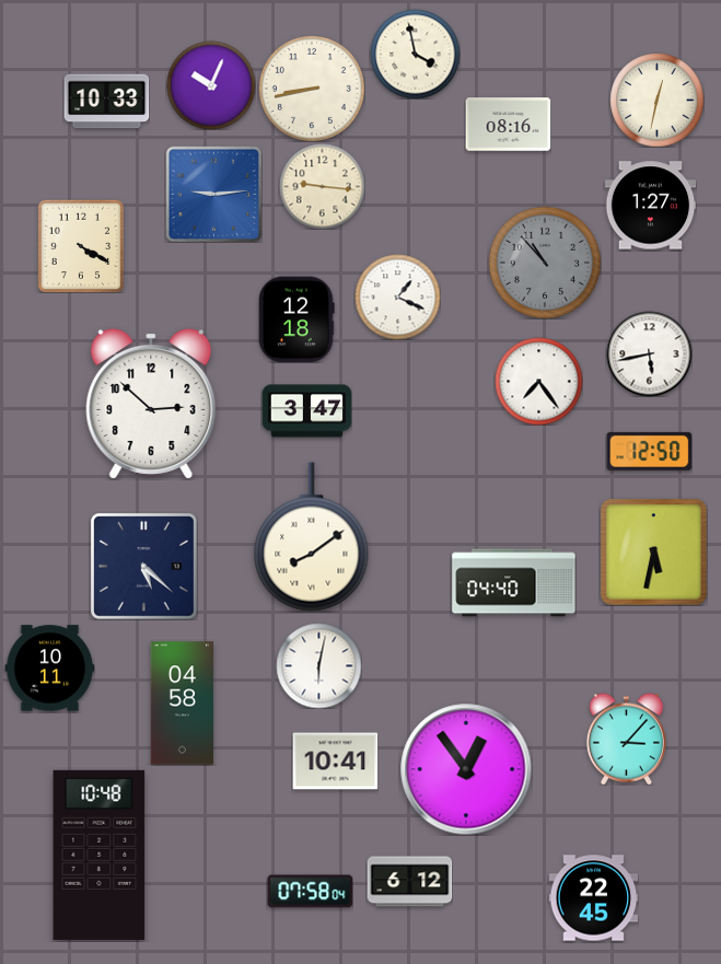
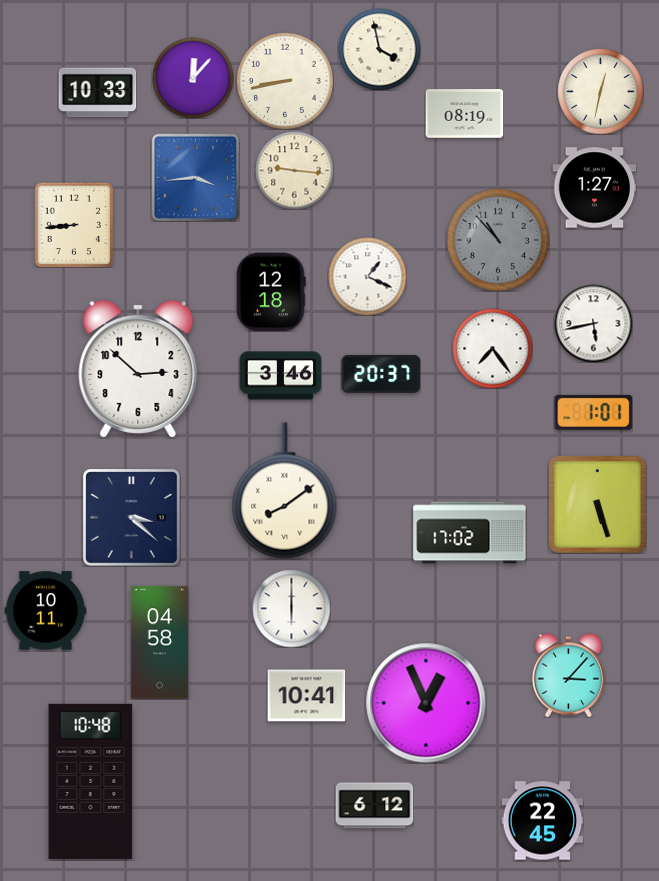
clock at (211, 85): 10:04 -> 12:07
clock at (508, 125): 08:16 -> 08:19
clock at (213, 194): 9:14 -> 3:44
clock at (80, 246): 4:20 -> 8:44
clock at (397, 297) position: (397, 297) -> (367, 276)
clock at (381, 374): none -> 20:37
clock at (306, 411): 3:47 -> 3:46
clock at (649, 451): 12:50 -> 1:01
clock at (653, 551): 5:32 -> 5:27
clock at (143, 566): 5:22 -> 3:22
clock at (514, 583): 04:40 -> 17:02
clock at (318, 665): 6:02 -> 6:00
clock at (182, 704) position: (182, 704) -> (159, 643)
clock at (626, 739) position: (626, 739) -> (568, 675)
clock at (466, 769): 12:54 -> 12:56
clock at (310, 892): 07:58 -> none
